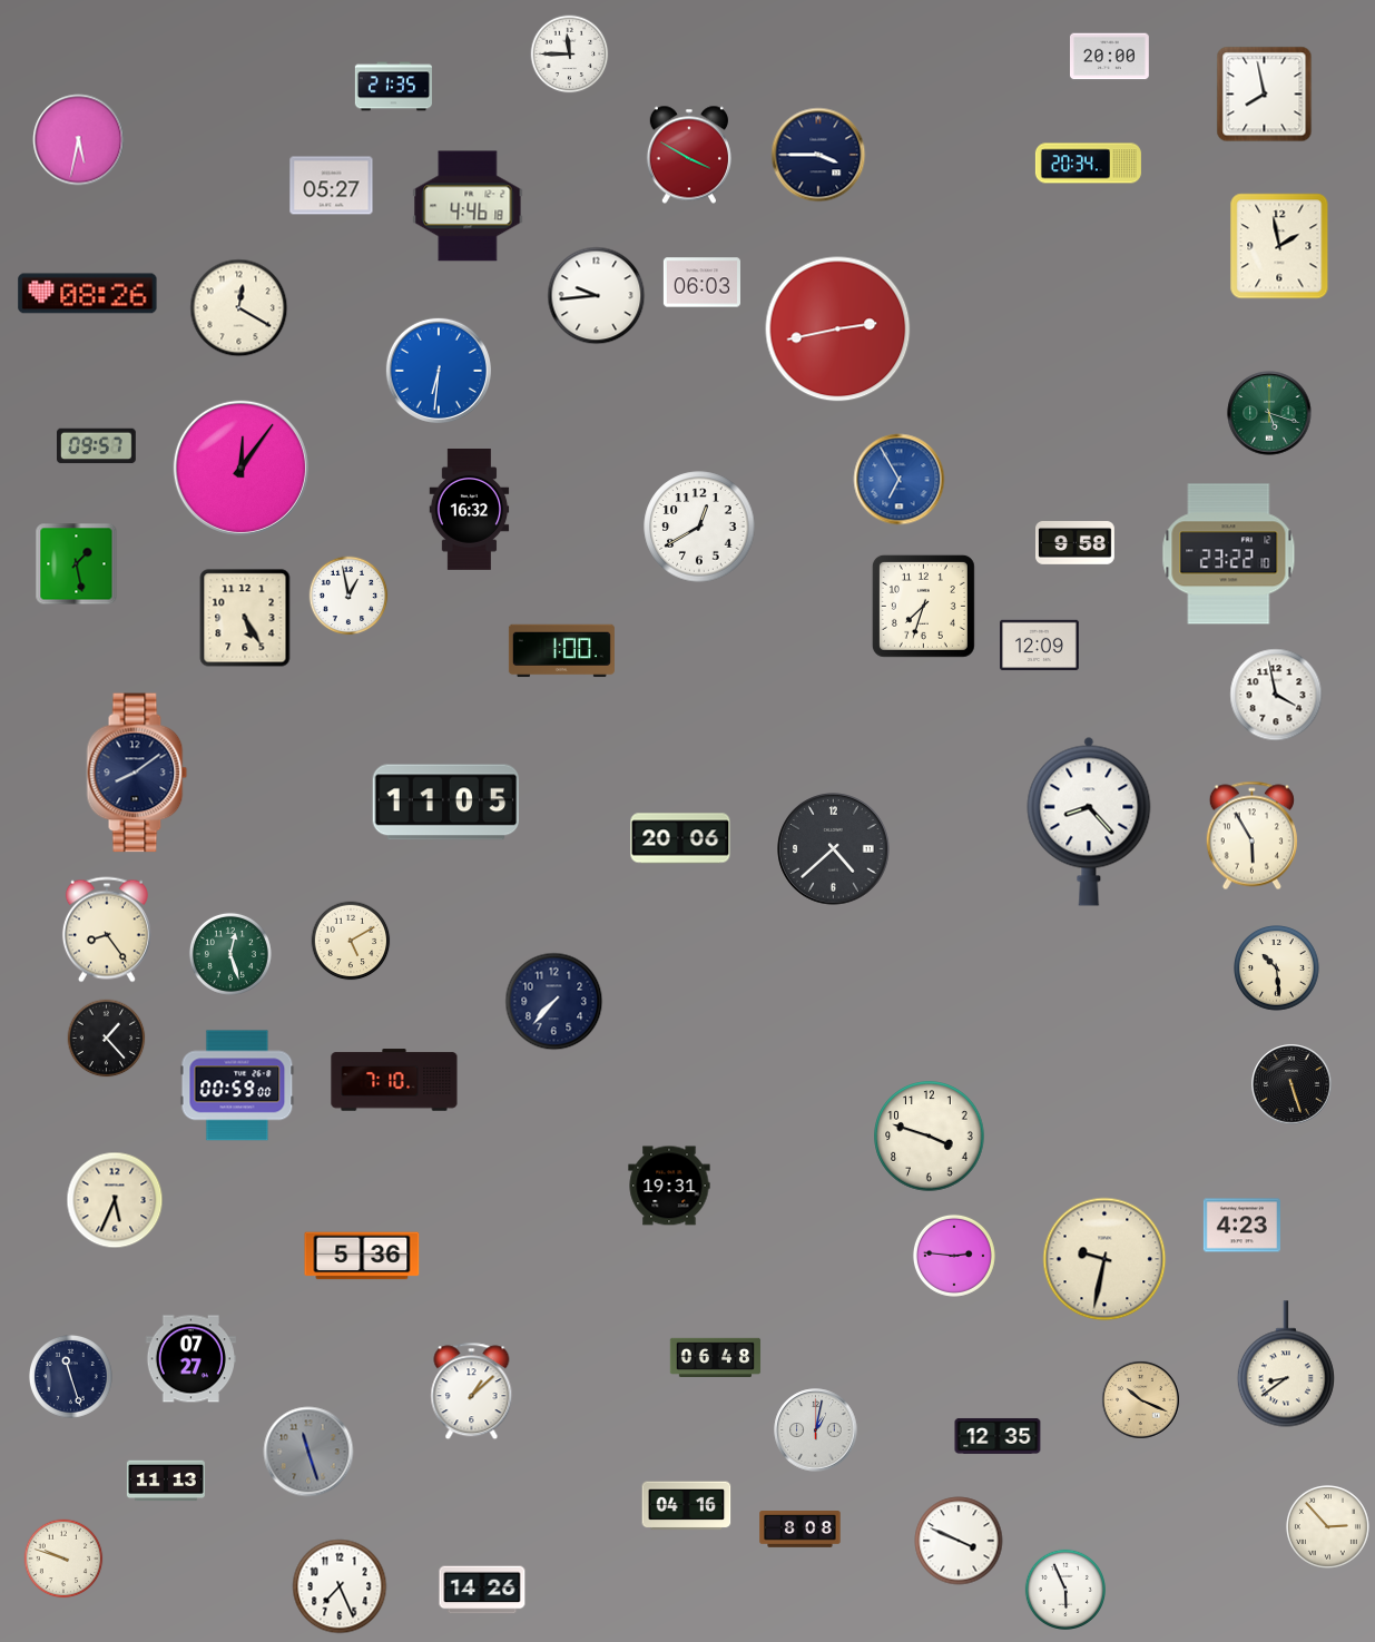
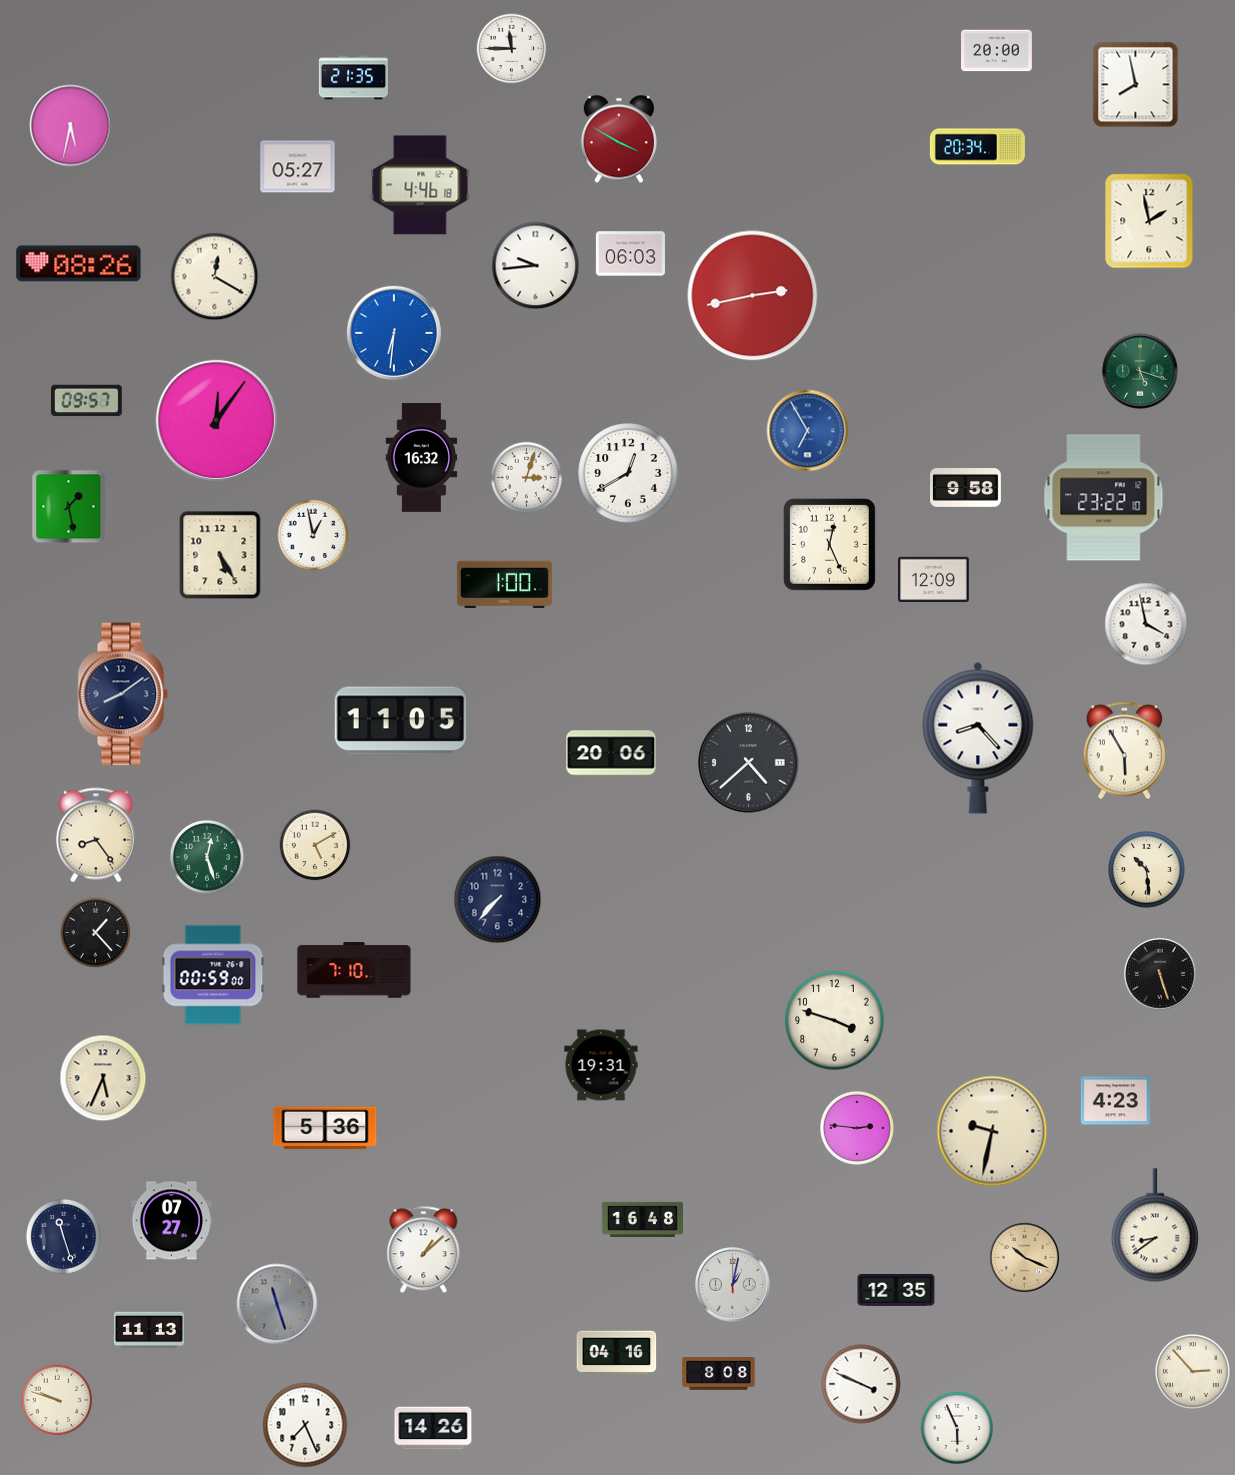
clock at (818, 155): 3:45 -> none
clock at (527, 478): none -> 3:03
clock at (923, 606): 7:33 -> 12:26
clock at (716, 1357): 06:48 -> 16:48
